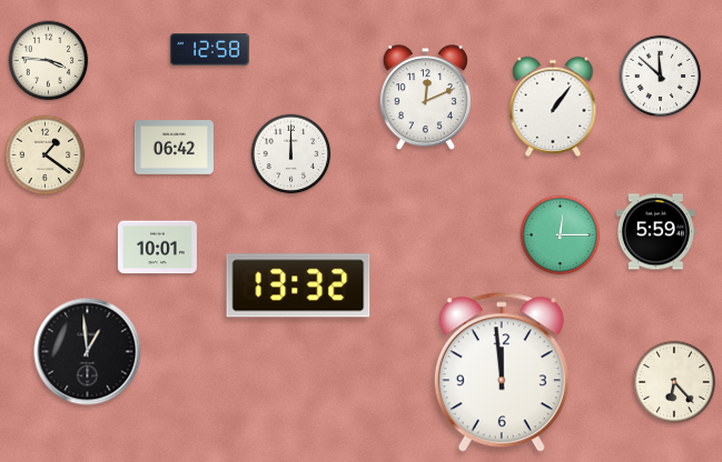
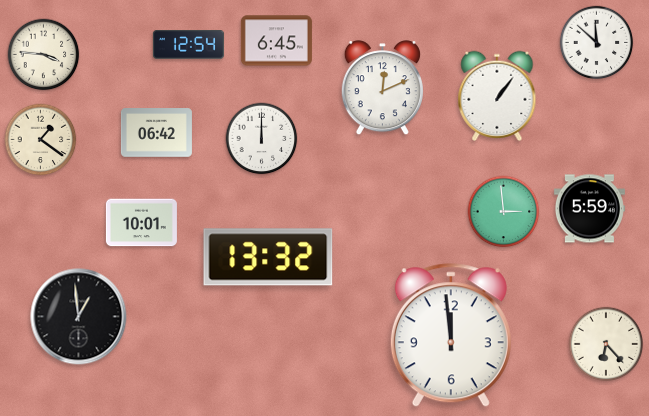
clock at (276, 41): none -> 6:45
clock at (209, 50): 12:58 -> 12:54
clock at (661, 77) position: (661, 77) -> (597, 43)
clock at (561, 235): 12:15 -> 2:59
